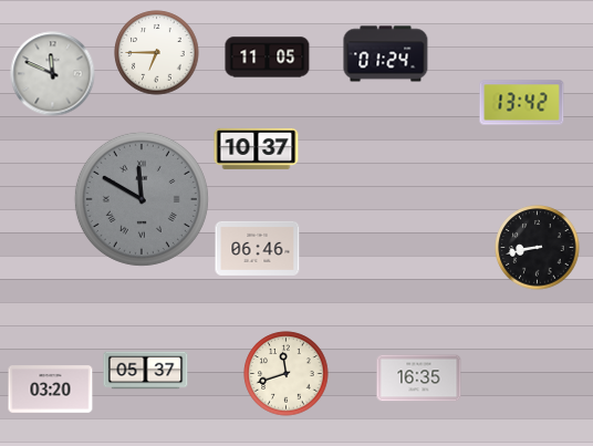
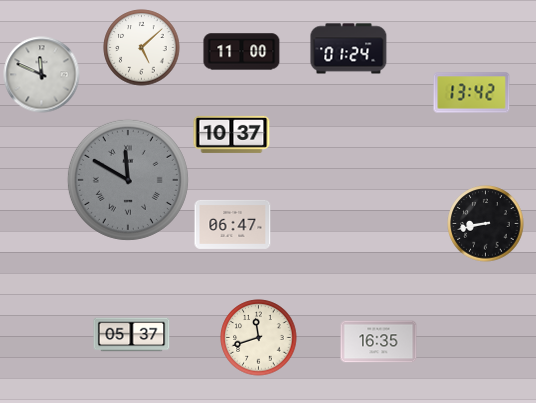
clock at (157, 53): 6:45 -> 5:08
clock at (268, 58): 11:05 -> 11:00
clock at (53, 74) position: (53, 74) -> (42, 75)
clock at (258, 248): 06:46 -> 06:47
clock at (51, 390): 03:20 -> none
